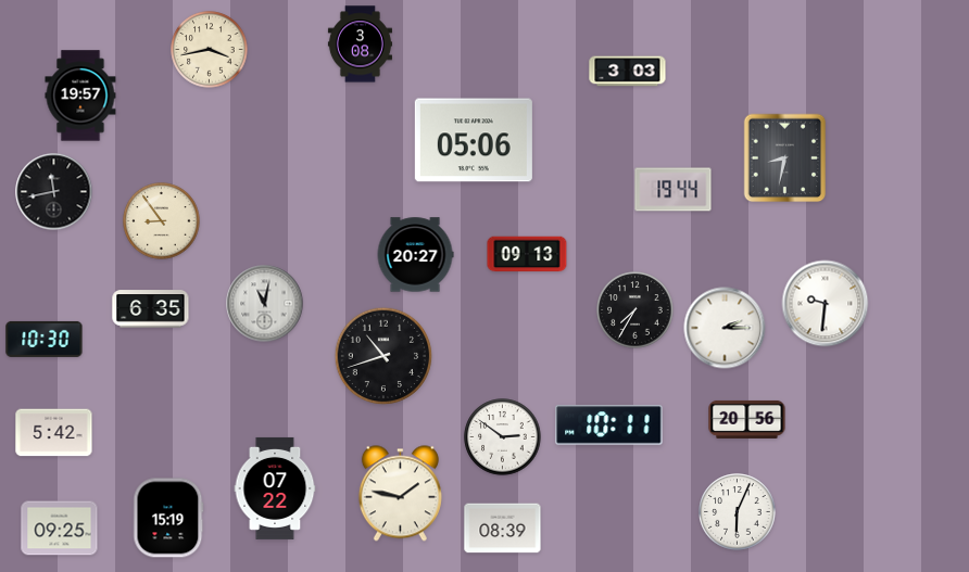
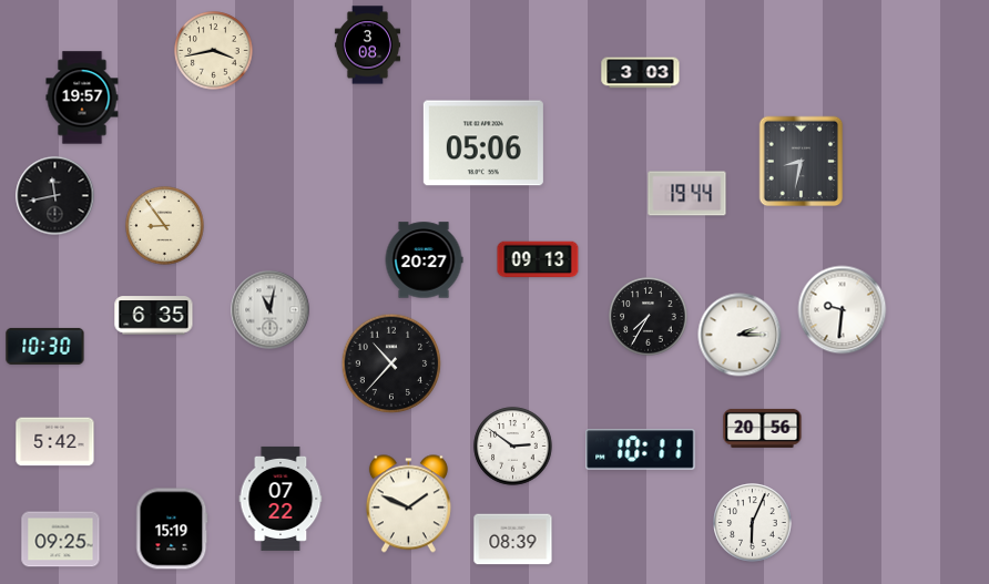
clock at (383, 356): 10:42 -> 10:37
clock at (609, 425) position: (609, 425) -> (641, 450)
clock at (400, 494): 1:47 -> 1:49
